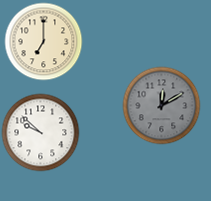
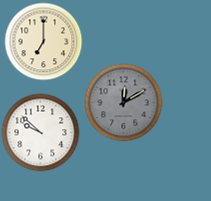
clock at (161, 105) position: (161, 105) -> (123, 102)
